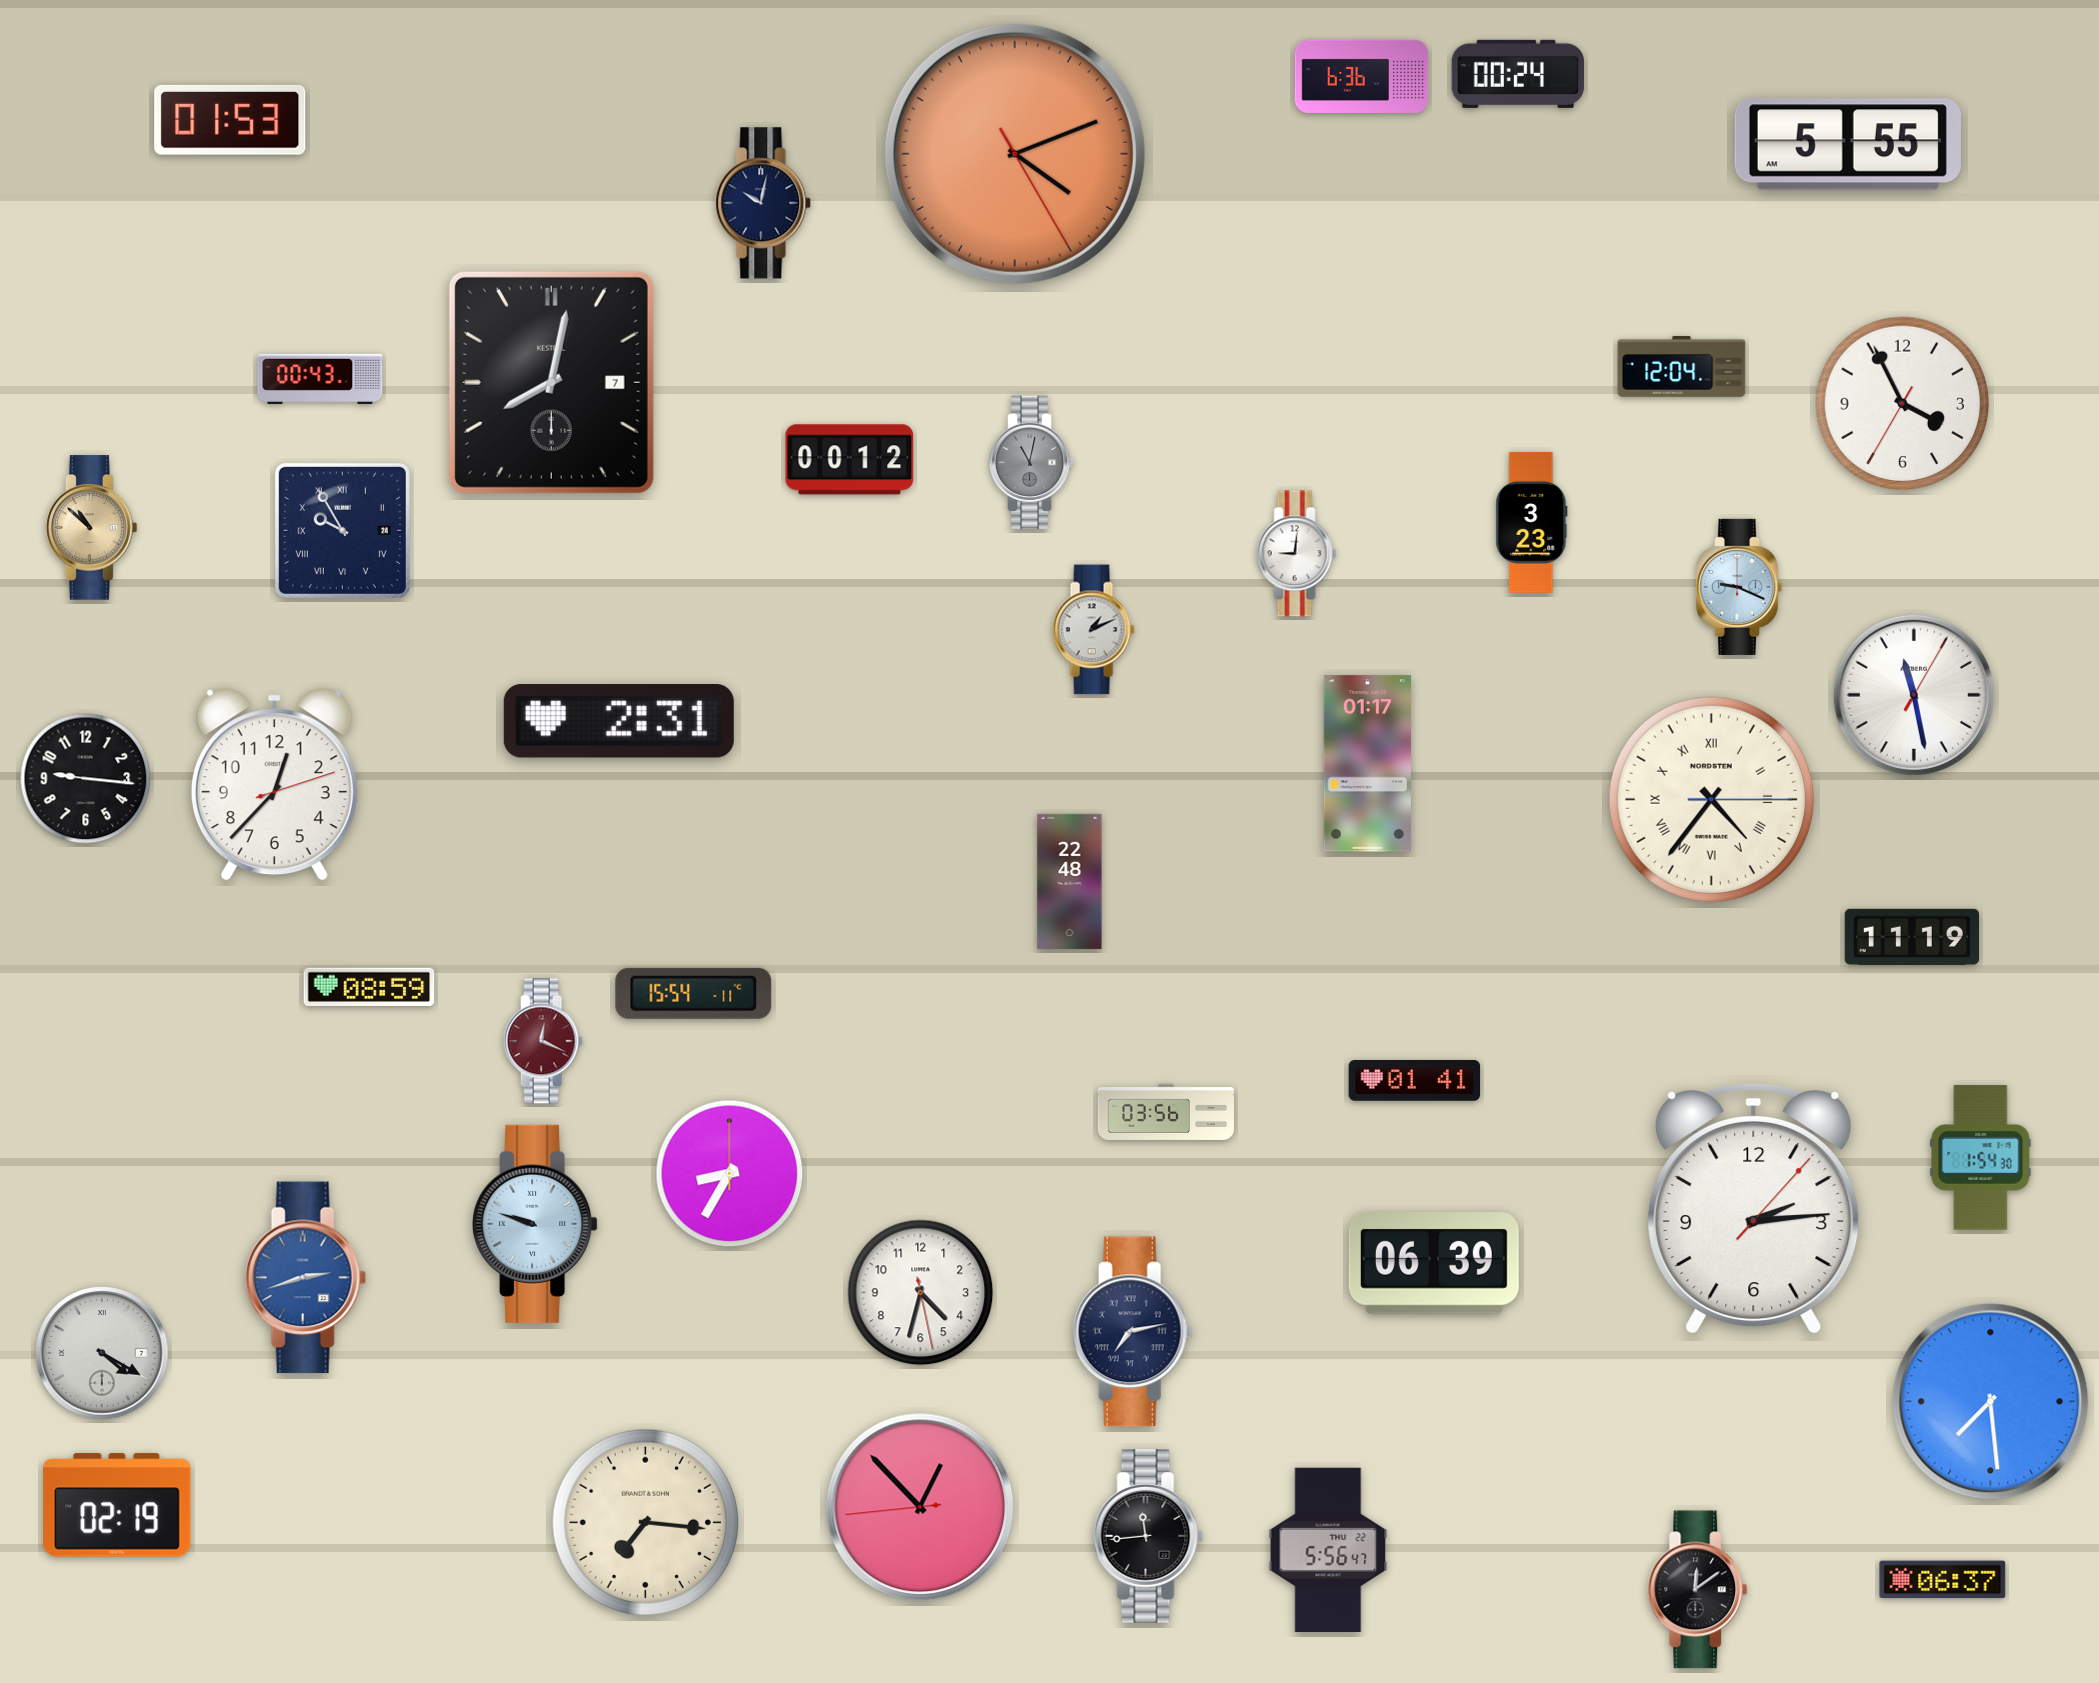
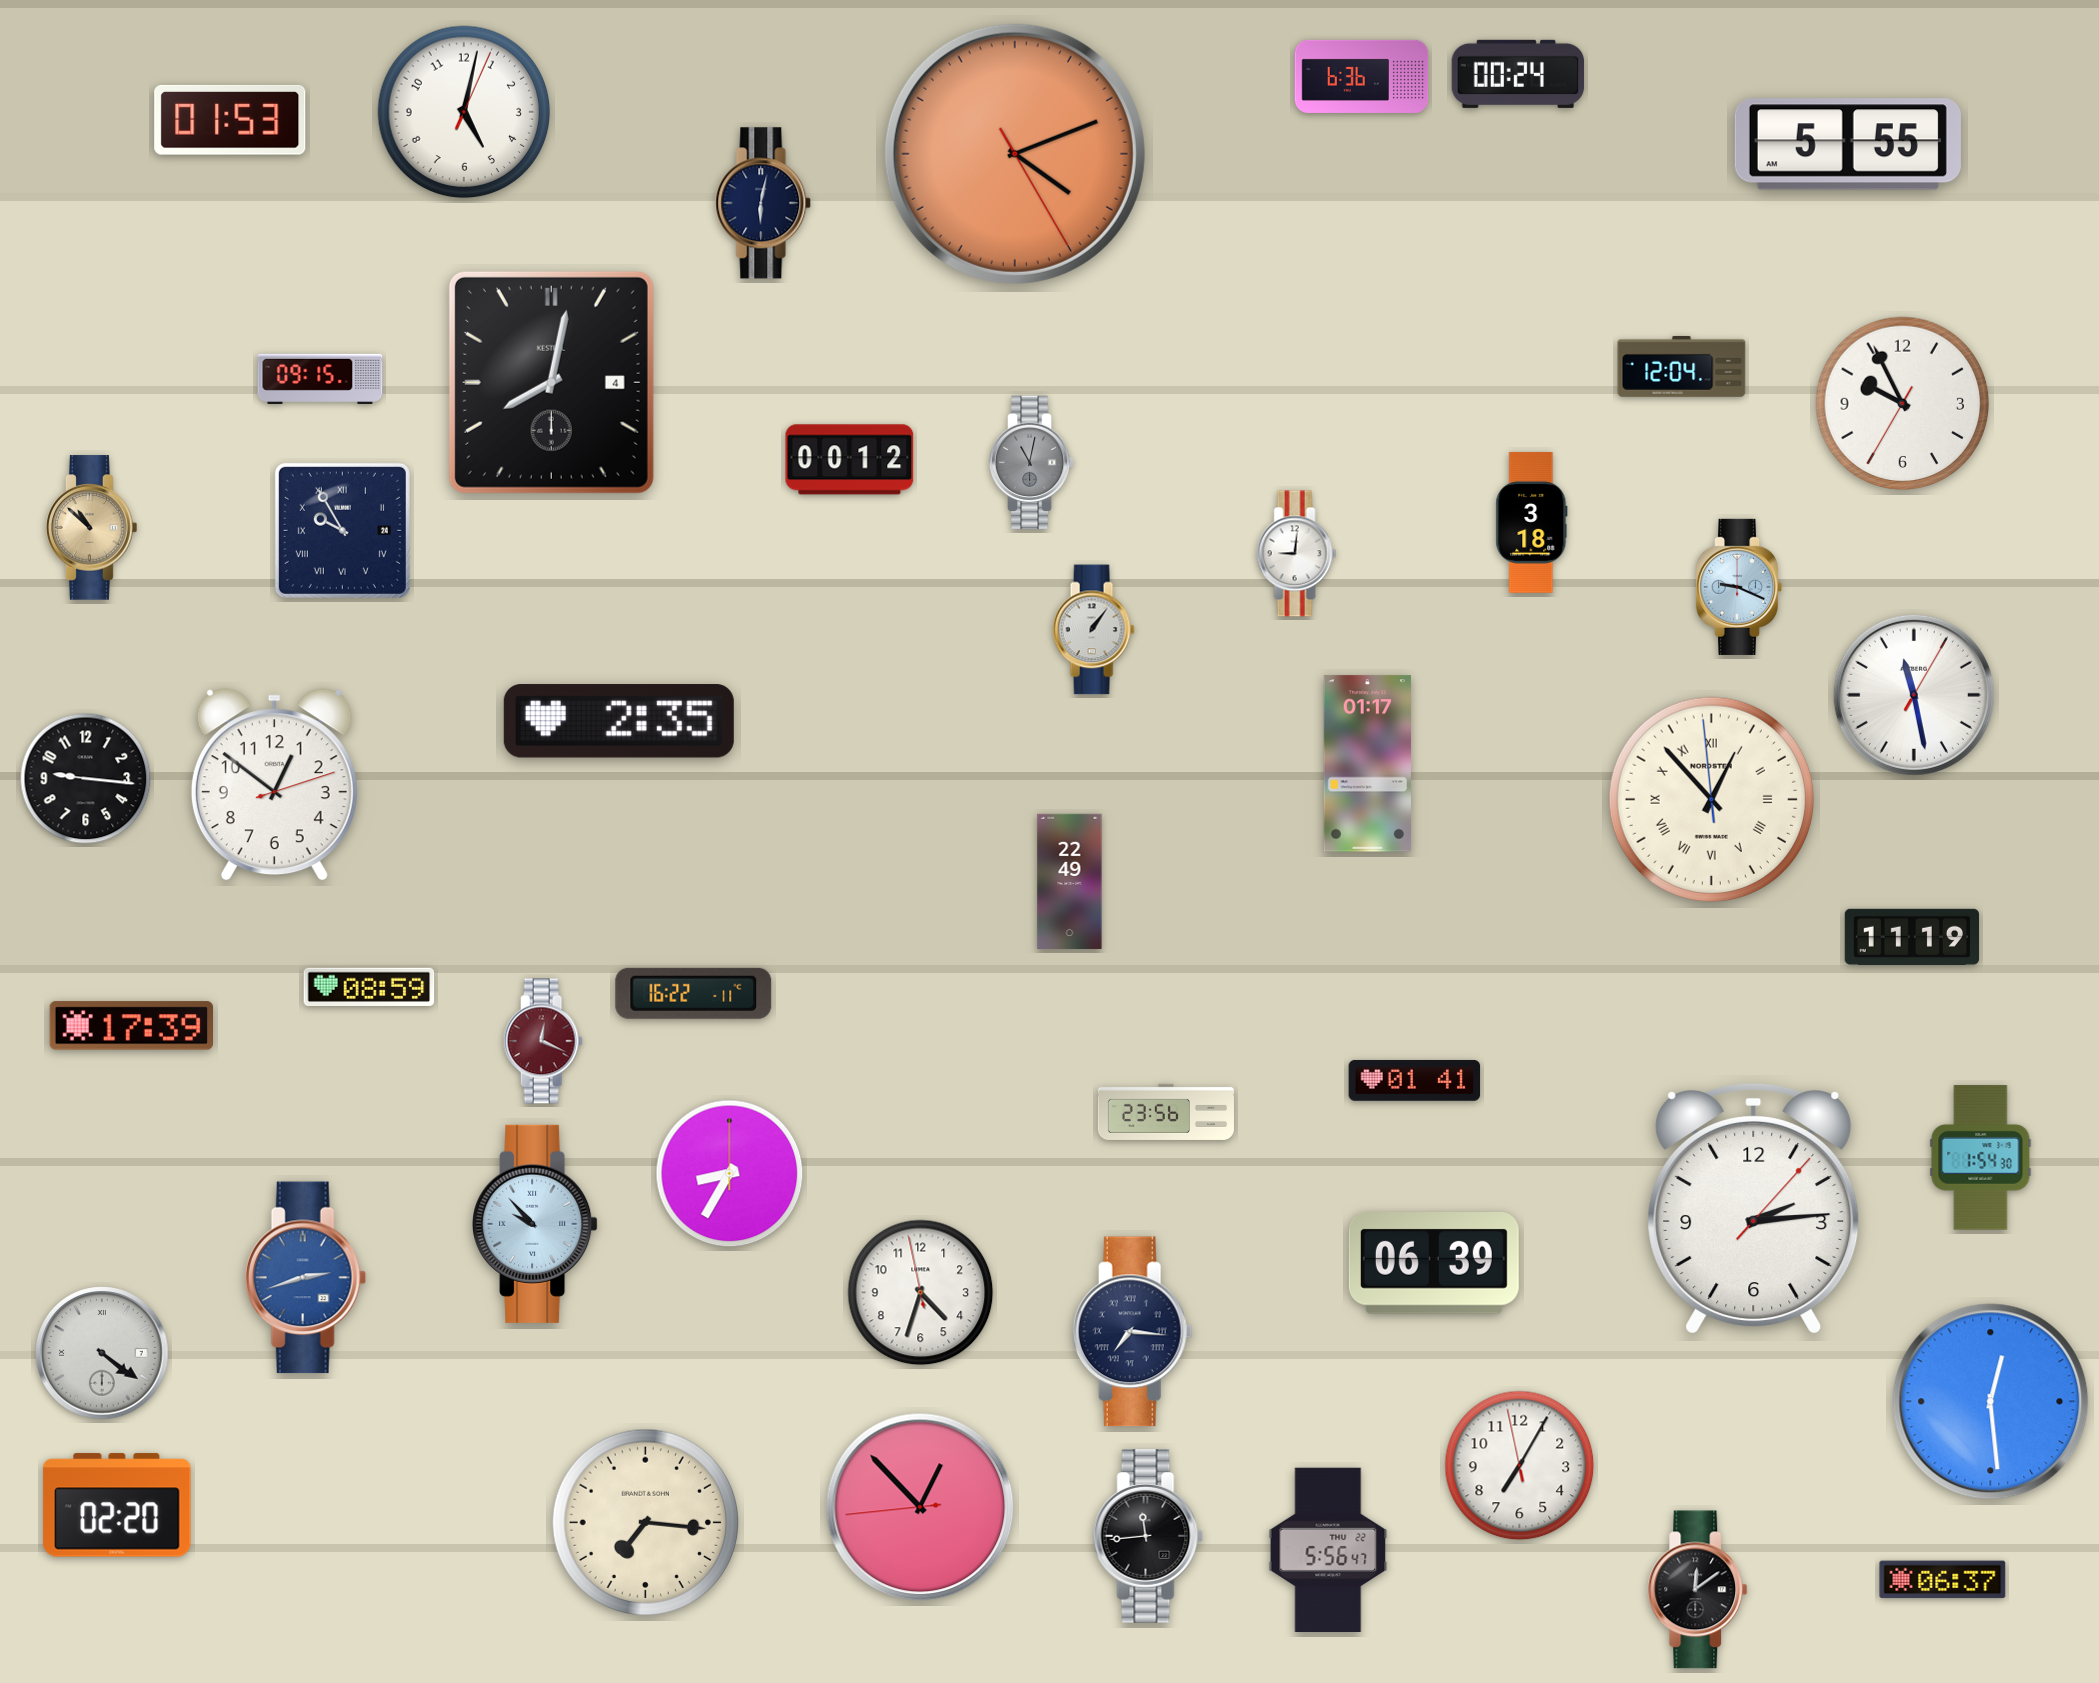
clock at (464, 112): none -> 5:02
clock at (764, 203): 10:02 -> 6:02
clock at (320, 379): 00:43 -> 09:15
clock at (551, 382) date: 7 -> 4
clock at (1903, 404): 3:55 -> 9:55
clock at (1532, 523): 3:23 -> 3:18
clock at (1093, 630): 1:11 -> 1:06
clock at (619, 721): 2:31 -> 2:35
clock at (274, 785): 12:37 -> 12:51
clock at (1711, 799): 4:36 -> 12:52
clock at (1070, 881): 22:48 -> 22:49
clock at (694, 993): 15:54 -> 16:22
clock at (131, 1026): none -> 17:39
clock at (1166, 1112): 03:56 -> 23:56
clock at (535, 1224): 9:48 -> 9:53
clock at (921, 1293): 4:32:28 -> 4:32:58
clock at (1132, 1332): 7:13 -> 7:16
clock at (102, 1353): 4:20 -> 4:21
clock at (1991, 1402): 7:29 -> 12:29
clock at (1520, 1466): none -> 7:04
clock at (117, 1505): 02:19 -> 02:20
